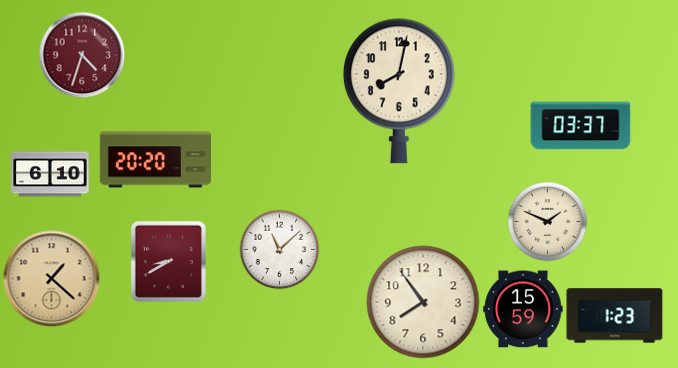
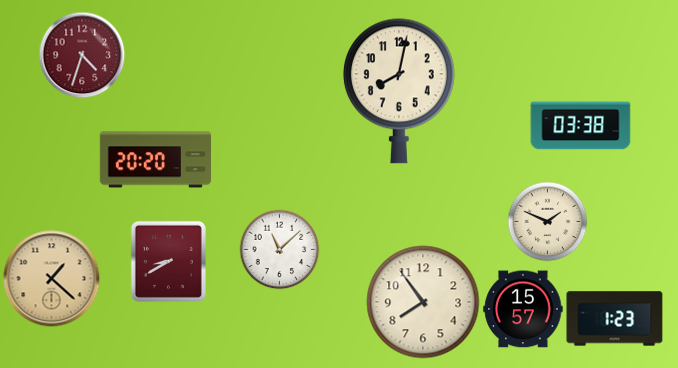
clock at (581, 126): 03:37 -> 03:38
clock at (50, 174): 6:10 -> none
clock at (523, 309): 15:59 -> 15:57
clock at (615, 316) position: (615, 316) -> (615, 319)
